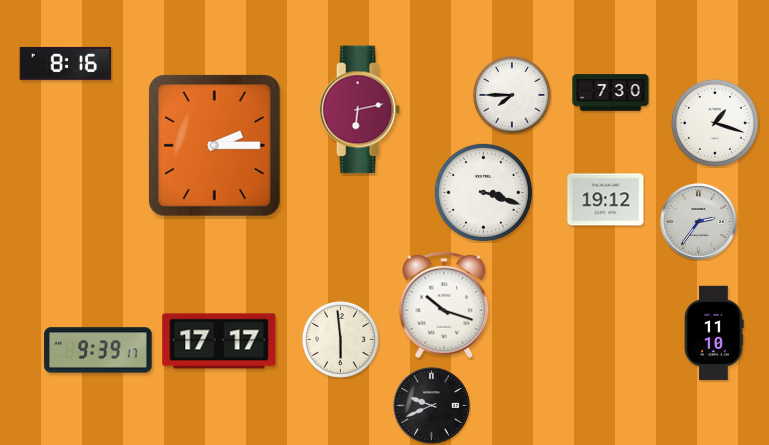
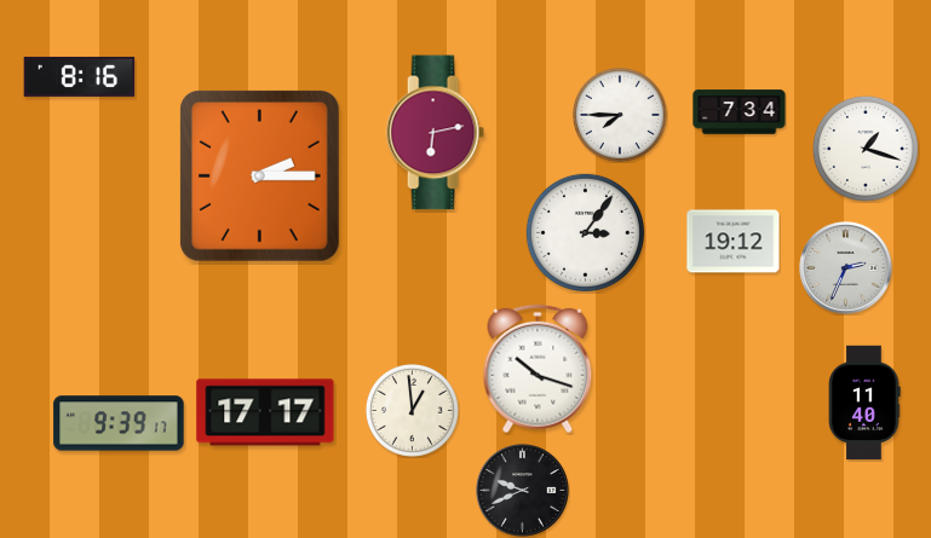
clock at (611, 93): 7:30 -> 7:34
clock at (483, 192): 3:18 -> 3:06
clock at (699, 222): 2:36 -> 2:34
clock at (714, 333): 11:10 -> 11:40
clock at (340, 339): 5:59 -> 12:59
